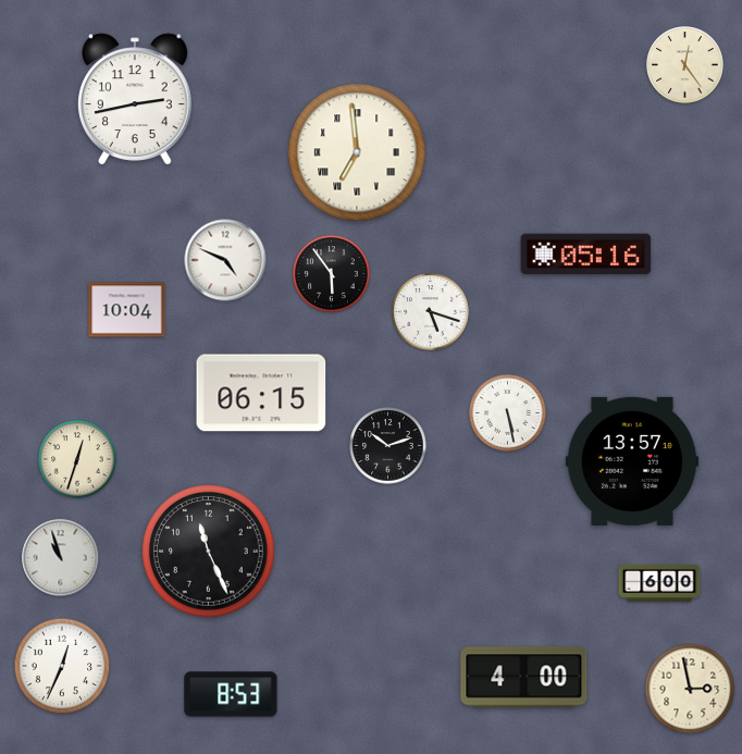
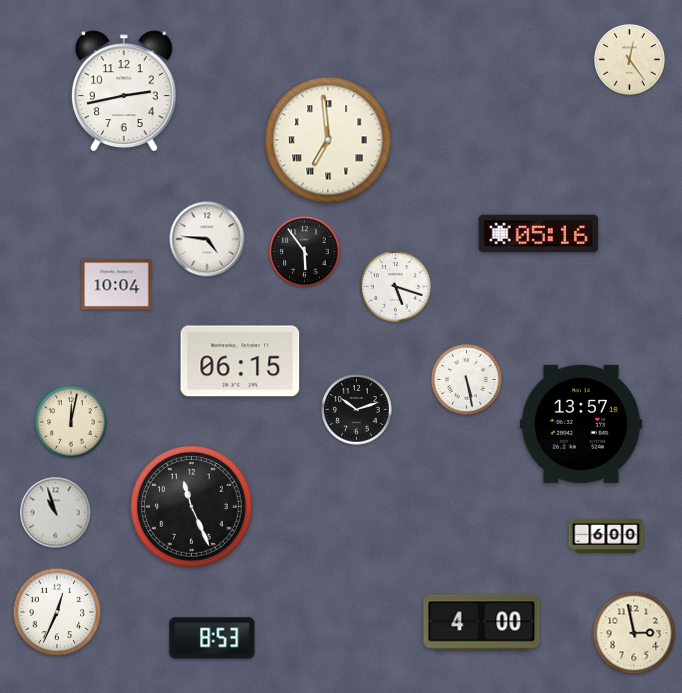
clock at (225, 260): 4:49 -> 4:46
clock at (77, 459): 12:33 -> 12:02
